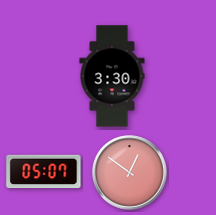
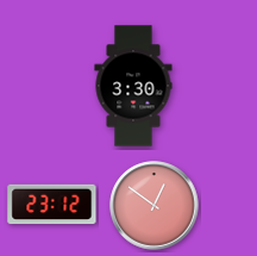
clock at (112, 76) position: (112, 76) -> (133, 86)
clock at (44, 172): 05:07 -> 23:12
